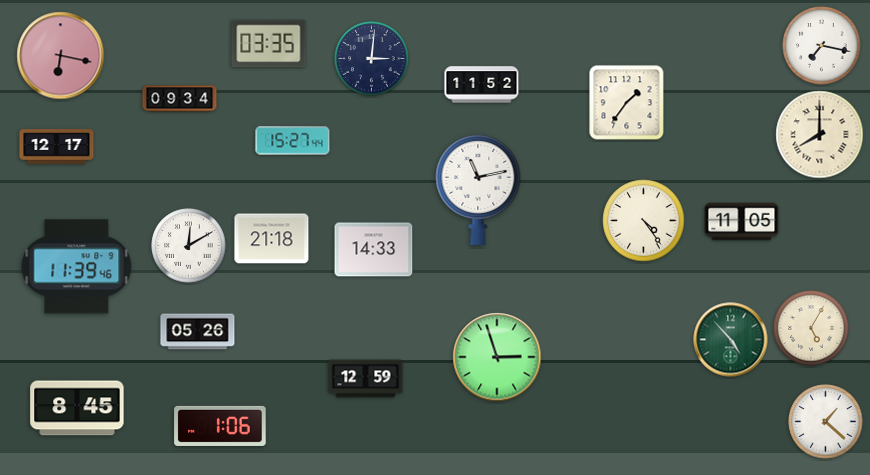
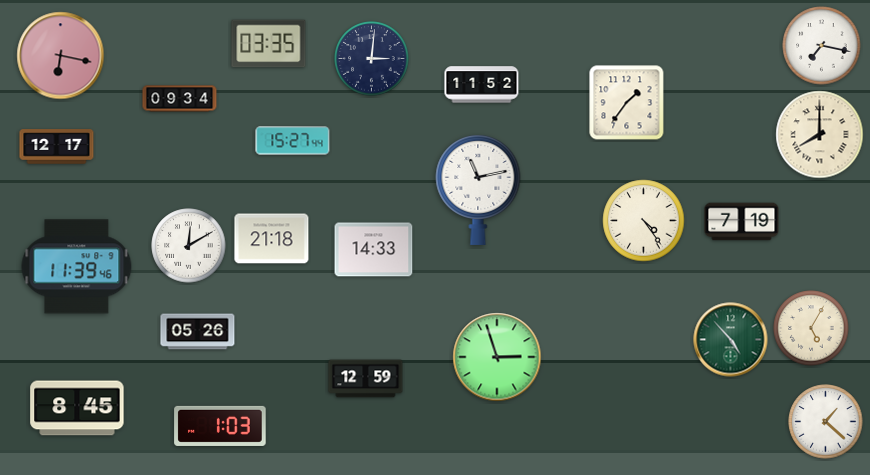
clock at (742, 222): 11:05 -> 7:19
clock at (220, 426): 1:06 -> 1:03
